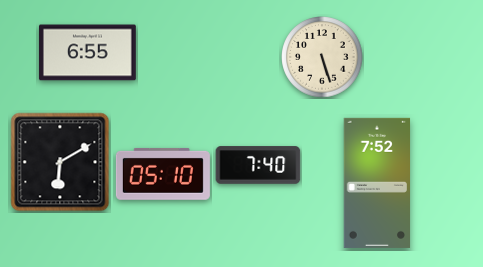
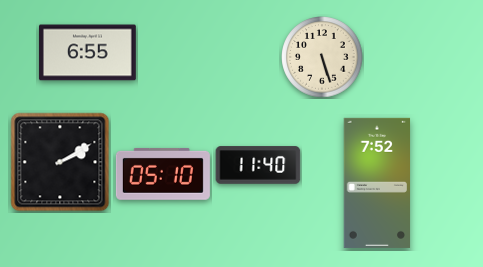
clock at (60, 162): 6:10 -> 2:10
clock at (258, 165): 7:40 -> 11:40
